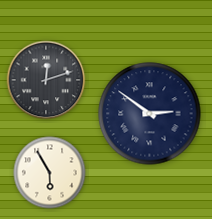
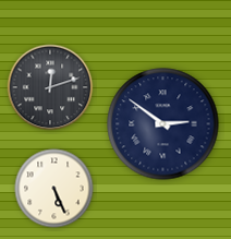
clock at (50, 173): 5:55 -> 5:26
